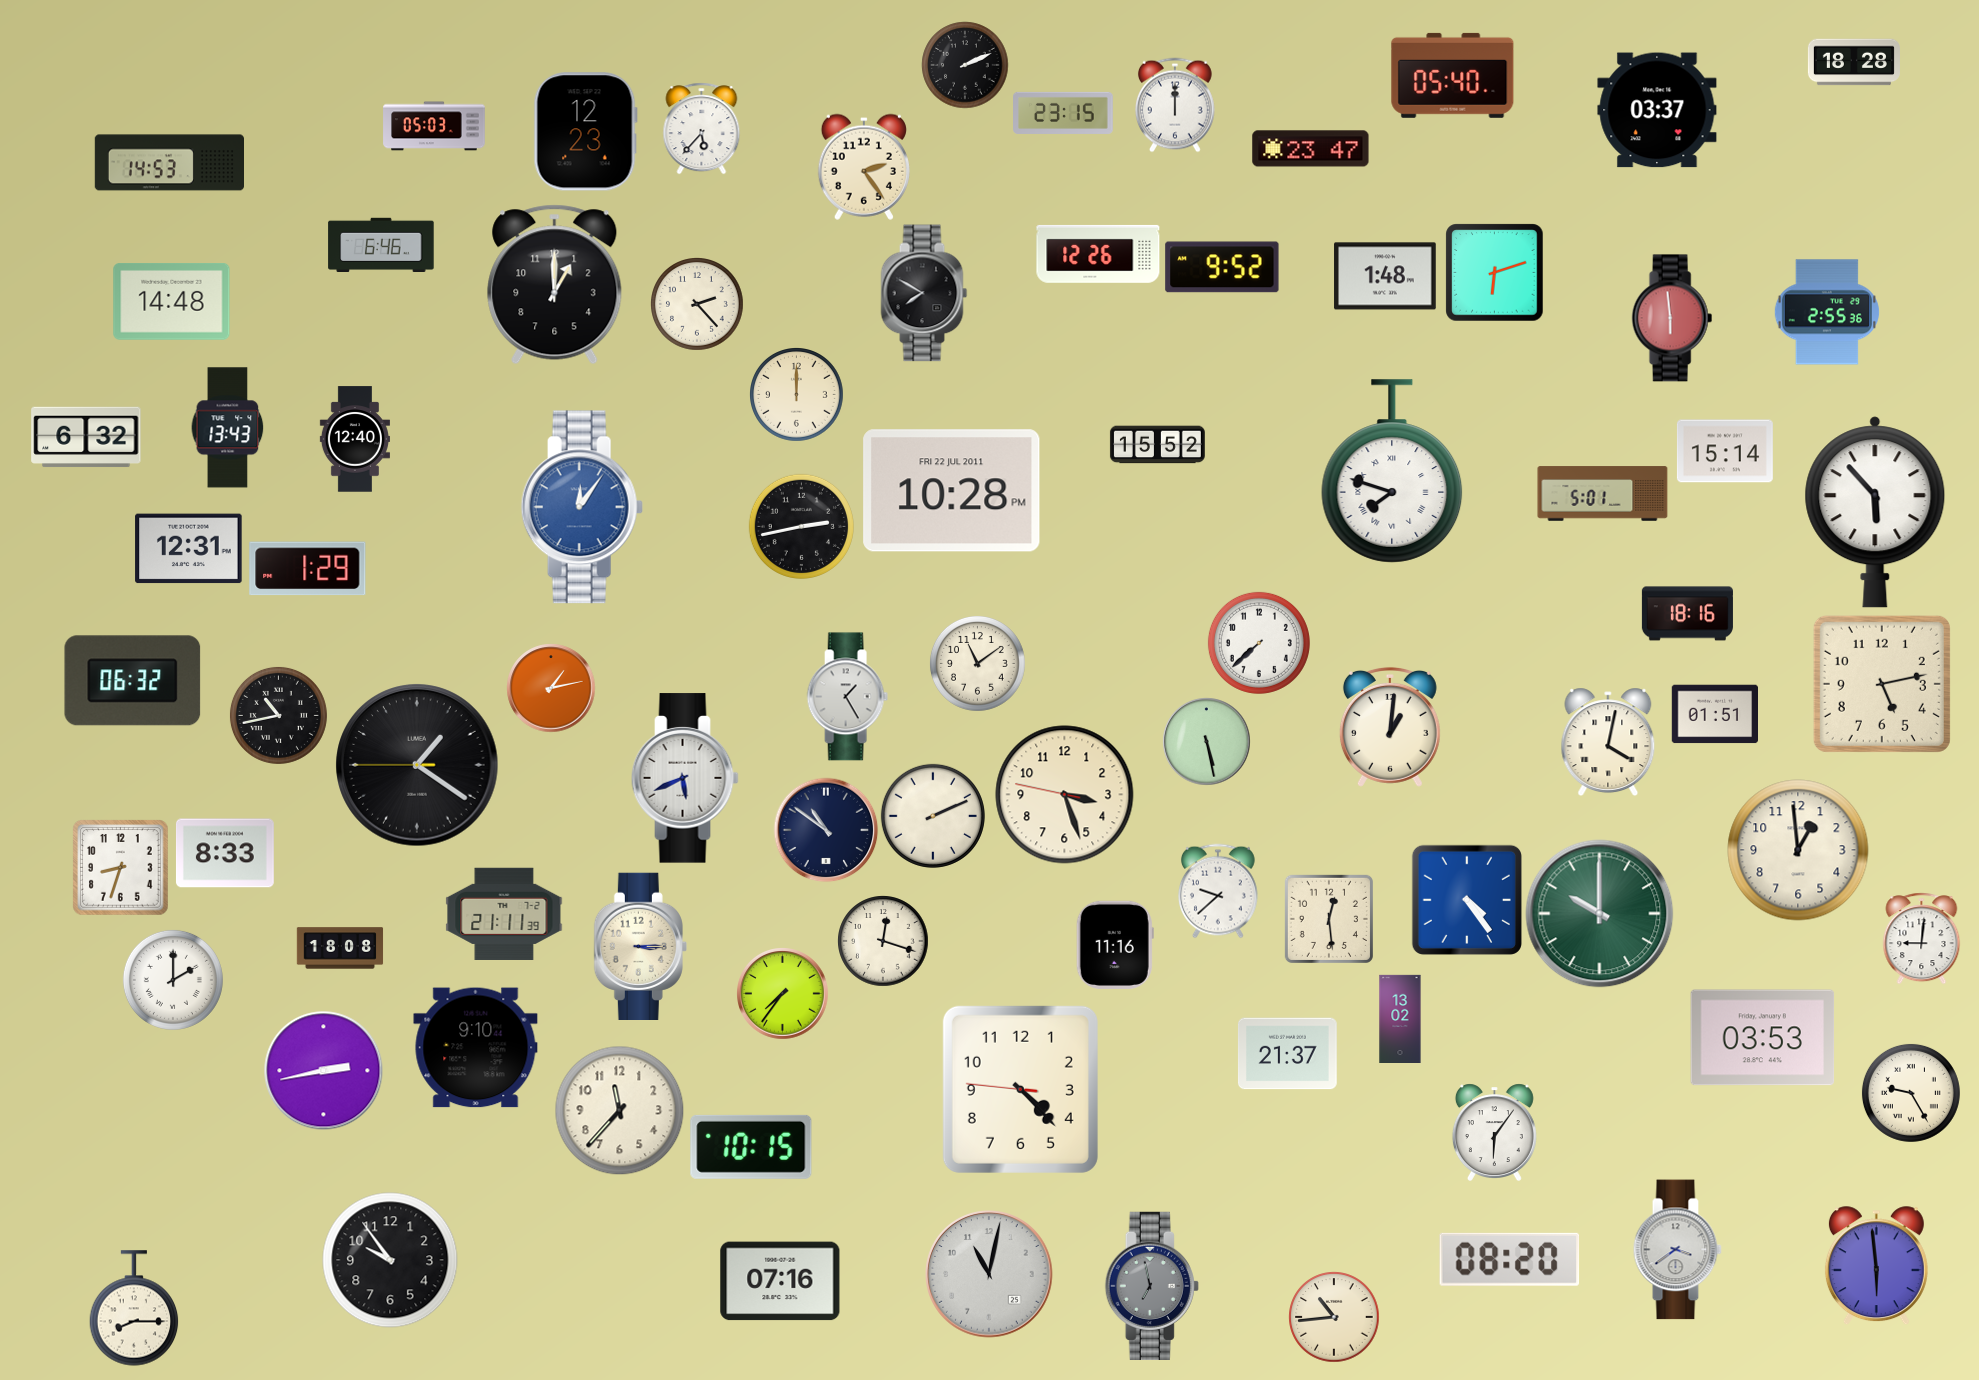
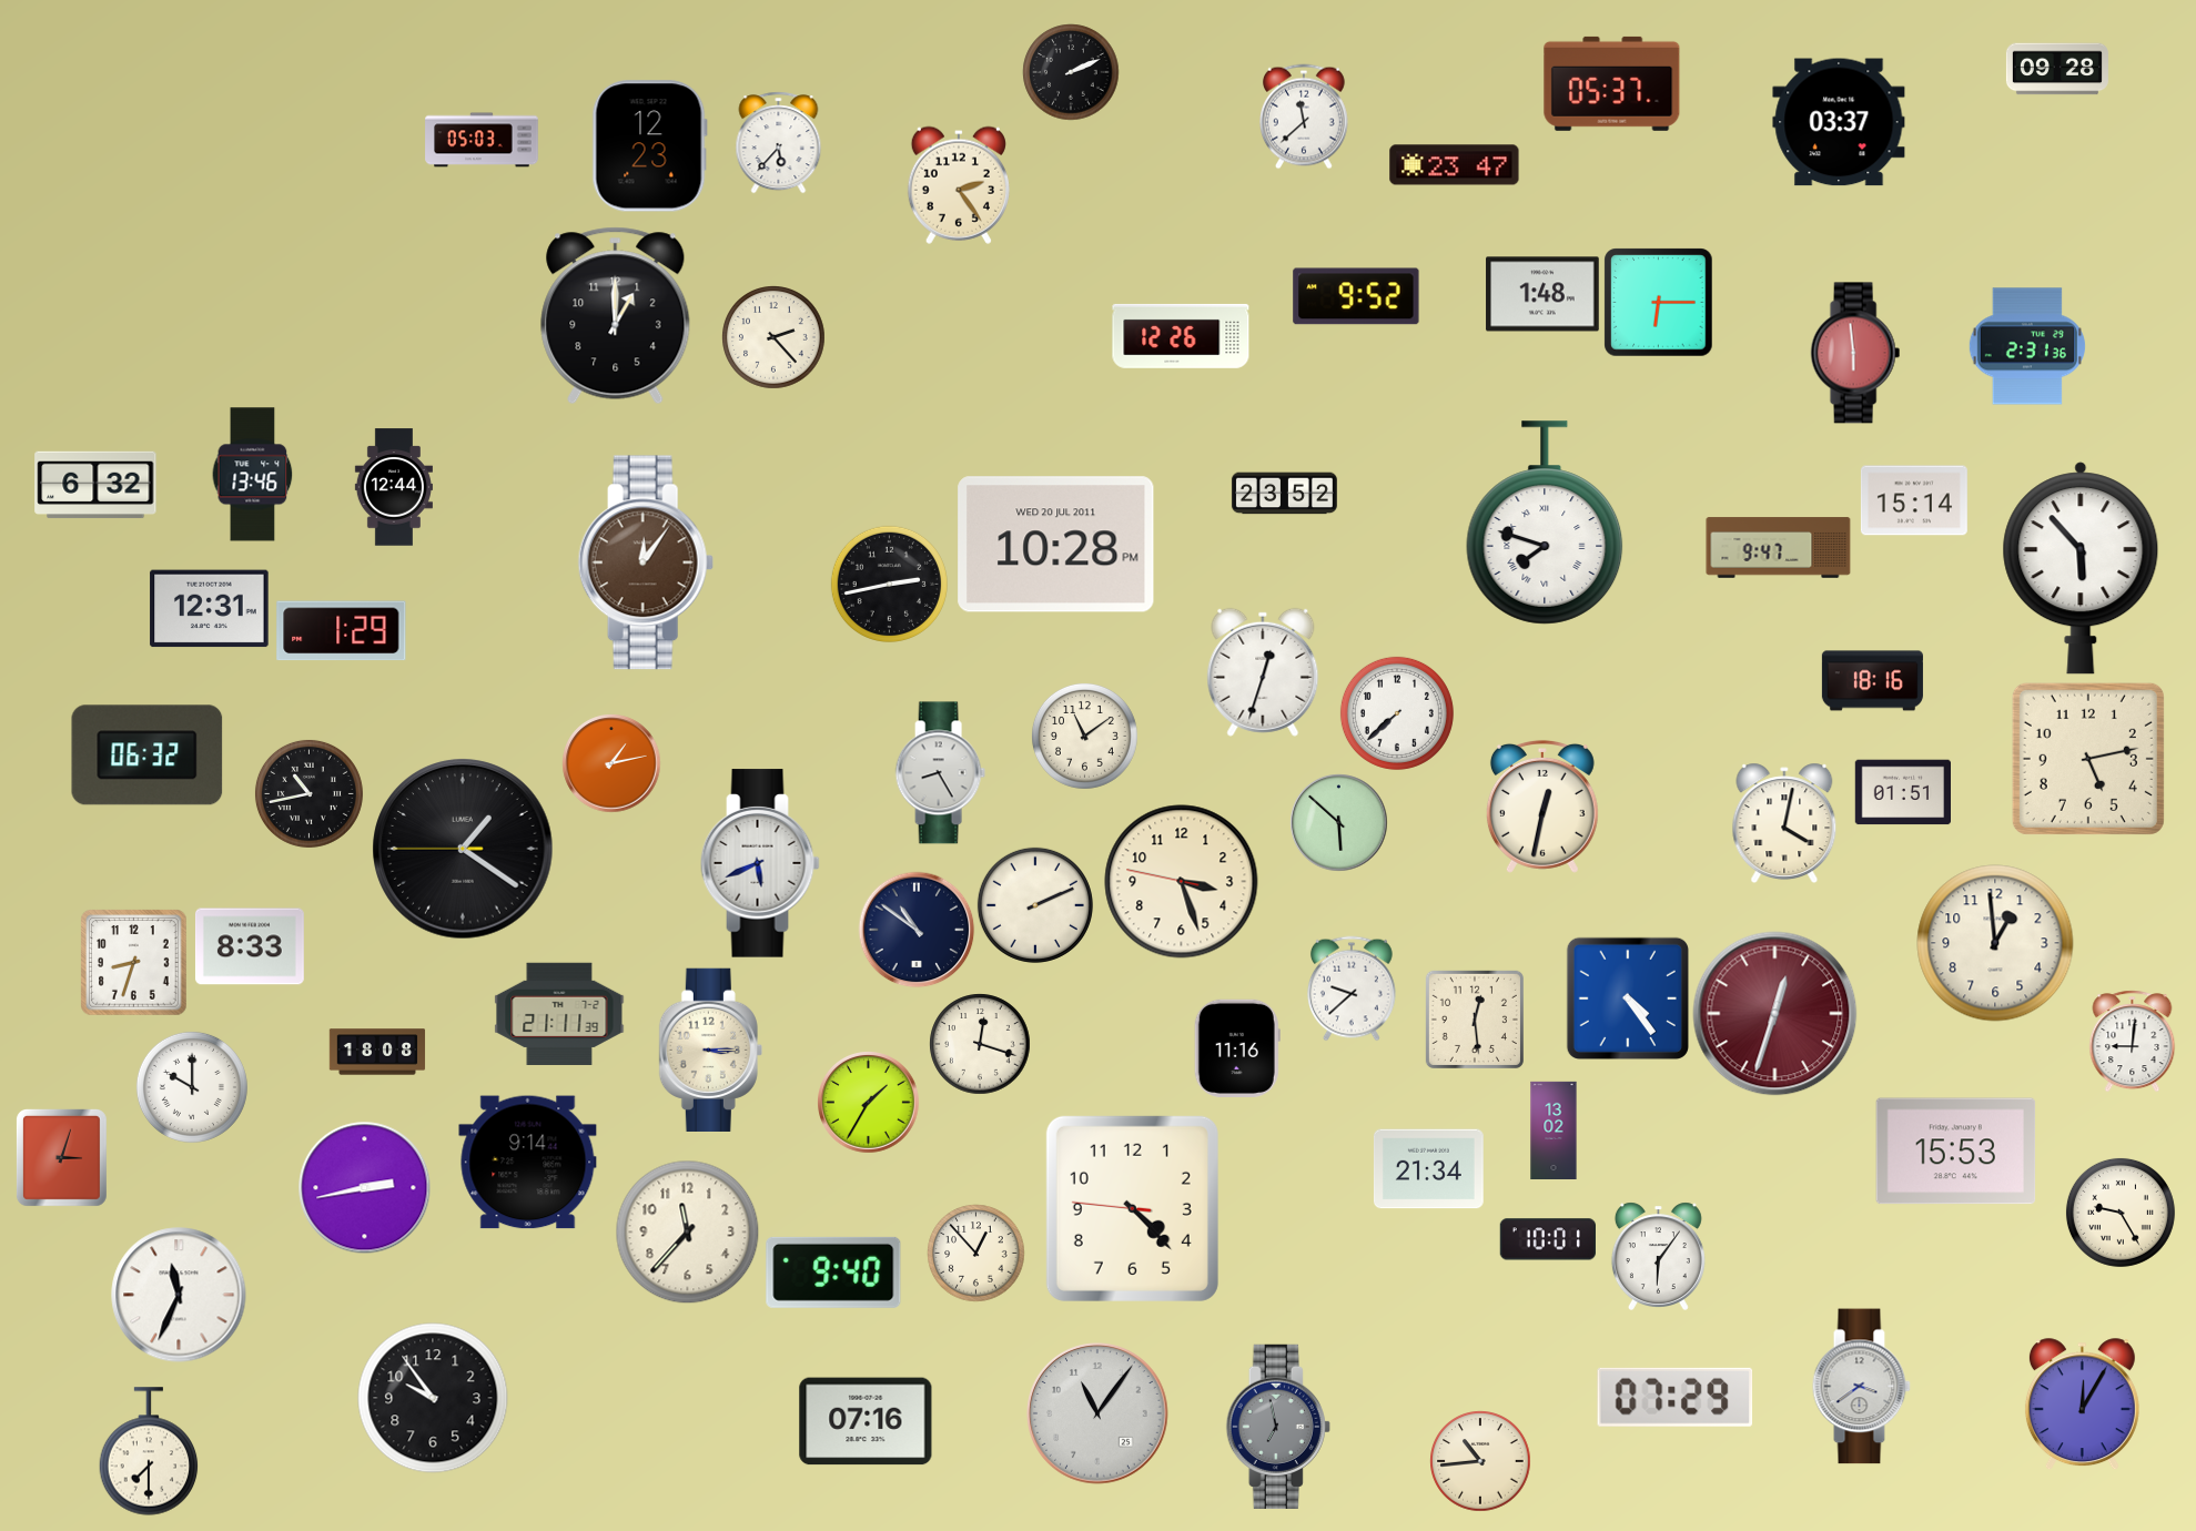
clock at (1854, 62): 18:28 -> 09:28
clock at (1453, 75): 05:40 -> 05:37
clock at (1176, 105): 12:00 -> 11:38
clock at (1064, 113): 23:15 -> none
clock at (169, 163): 14:53 -> none
clock at (381, 245): 6:46 -> none
clock at (1098, 254) position: (1098, 254) -> (1181, 336)
clock at (1494, 272): 6:12 -> 6:15
clock at (1385, 276) position: (1385, 276) -> (1542, 294)
clock at (924, 293): 7:50 -> none
clock at (172, 302): 14:48 -> none
clock at (1827, 312): 2:55 -> 2:31
clock at (797, 395): 12:00 -> none
clock at (228, 428): 13:43 -> 13:46
clock at (355, 439): 12:40 -> 12:44
clock at (1157, 445): 15:52 -> 23:52
clock at (952, 491) date: FRI 22 JUL 2011 -> WED 20 JUL 2011
clock at (1603, 494): 5:01 -> 9:47
clock at (582, 507) dial: blue -> brown
clock at (1263, 672): none -> 12:33
clock at (847, 697): 1:25 -> 8:25
clock at (1390, 727): 1:01 -> 12:32
clock at (1206, 741): 5:28 -> 5:52
clock at (826, 830) position: (826, 830) -> (917, 930)
clock at (1600, 914): 10:00 -> 12:33
clock at (1600, 914) dial: green -> burgundy
clock at (173, 980): 2:00 -> 10:00
clock at (783, 994): 7:36 -> 1:35
clock at (1763, 1038): 03:53 -> 15:53
clock at (61, 1157): none -> 3:03
clock at (476, 1048): 9:10 -> 9:14
clock at (1287, 1054): 21:37 -> 21:34
clock at (324, 1071) position: (324, 1071) -> (365, 1188)
clock at (1548, 1239): none -> 10:01
clock at (975, 1253): none -> 12:53
clock at (751, 1147): 10:15 -> 9:40
clock at (179, 1295): none -> 11:34
clock at (1510, 1259): 08:20 -> 07:29
clock at (1876, 1266): 5:59 -> 12:05
clock at (990, 1275): 11:02 -> 11:06
clock at (134, 1308): 8:15 -> 7:30
